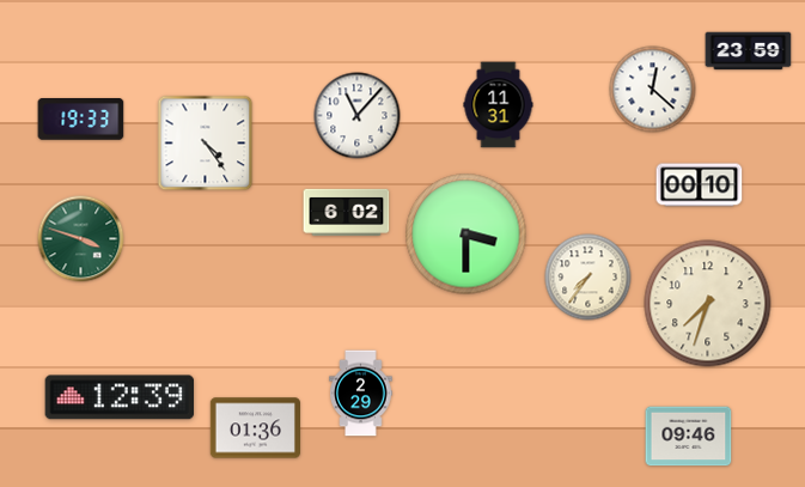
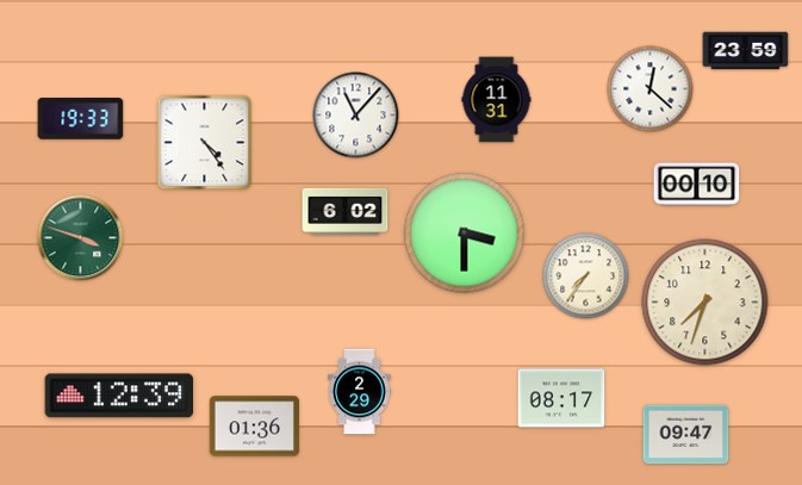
clock at (499, 105) position: (499, 105) -> (497, 100)
clock at (561, 398): none -> 08:17
clock at (689, 437): 09:46 -> 09:47
